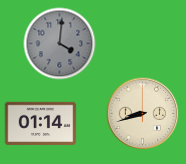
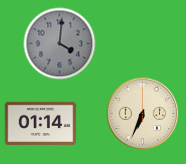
clock at (143, 114): 8:42 -> 6:34
